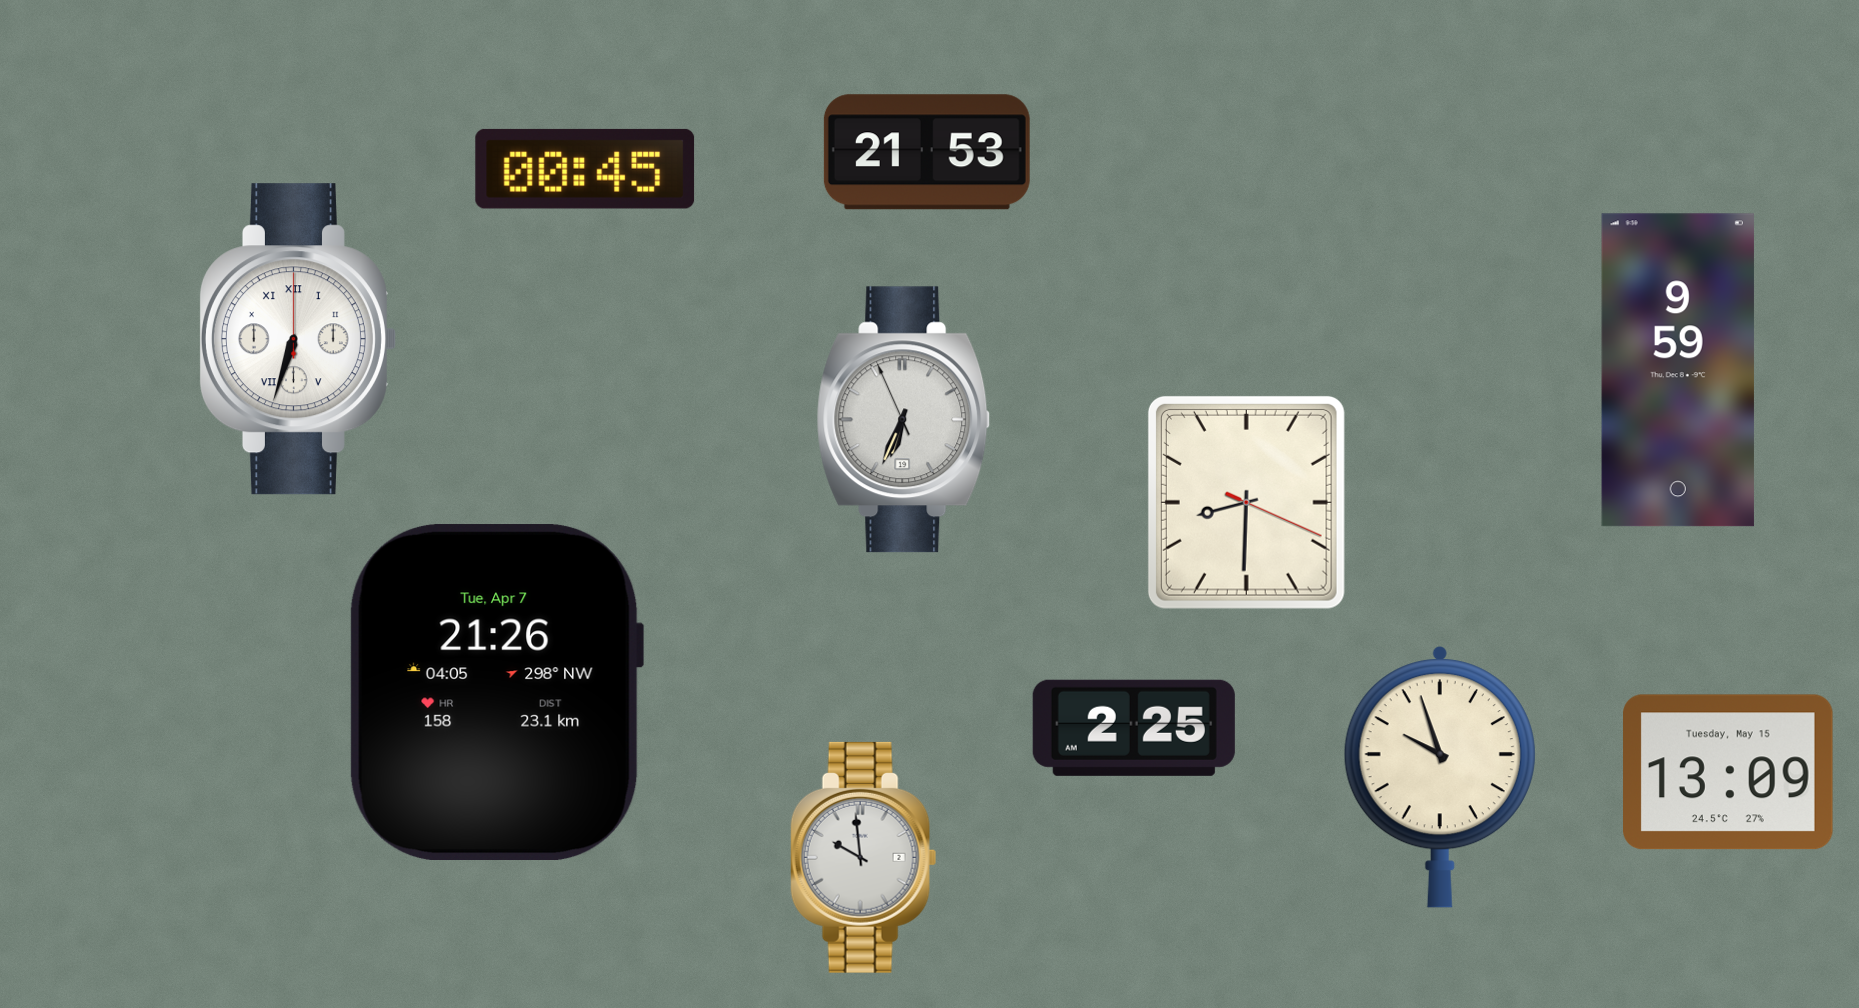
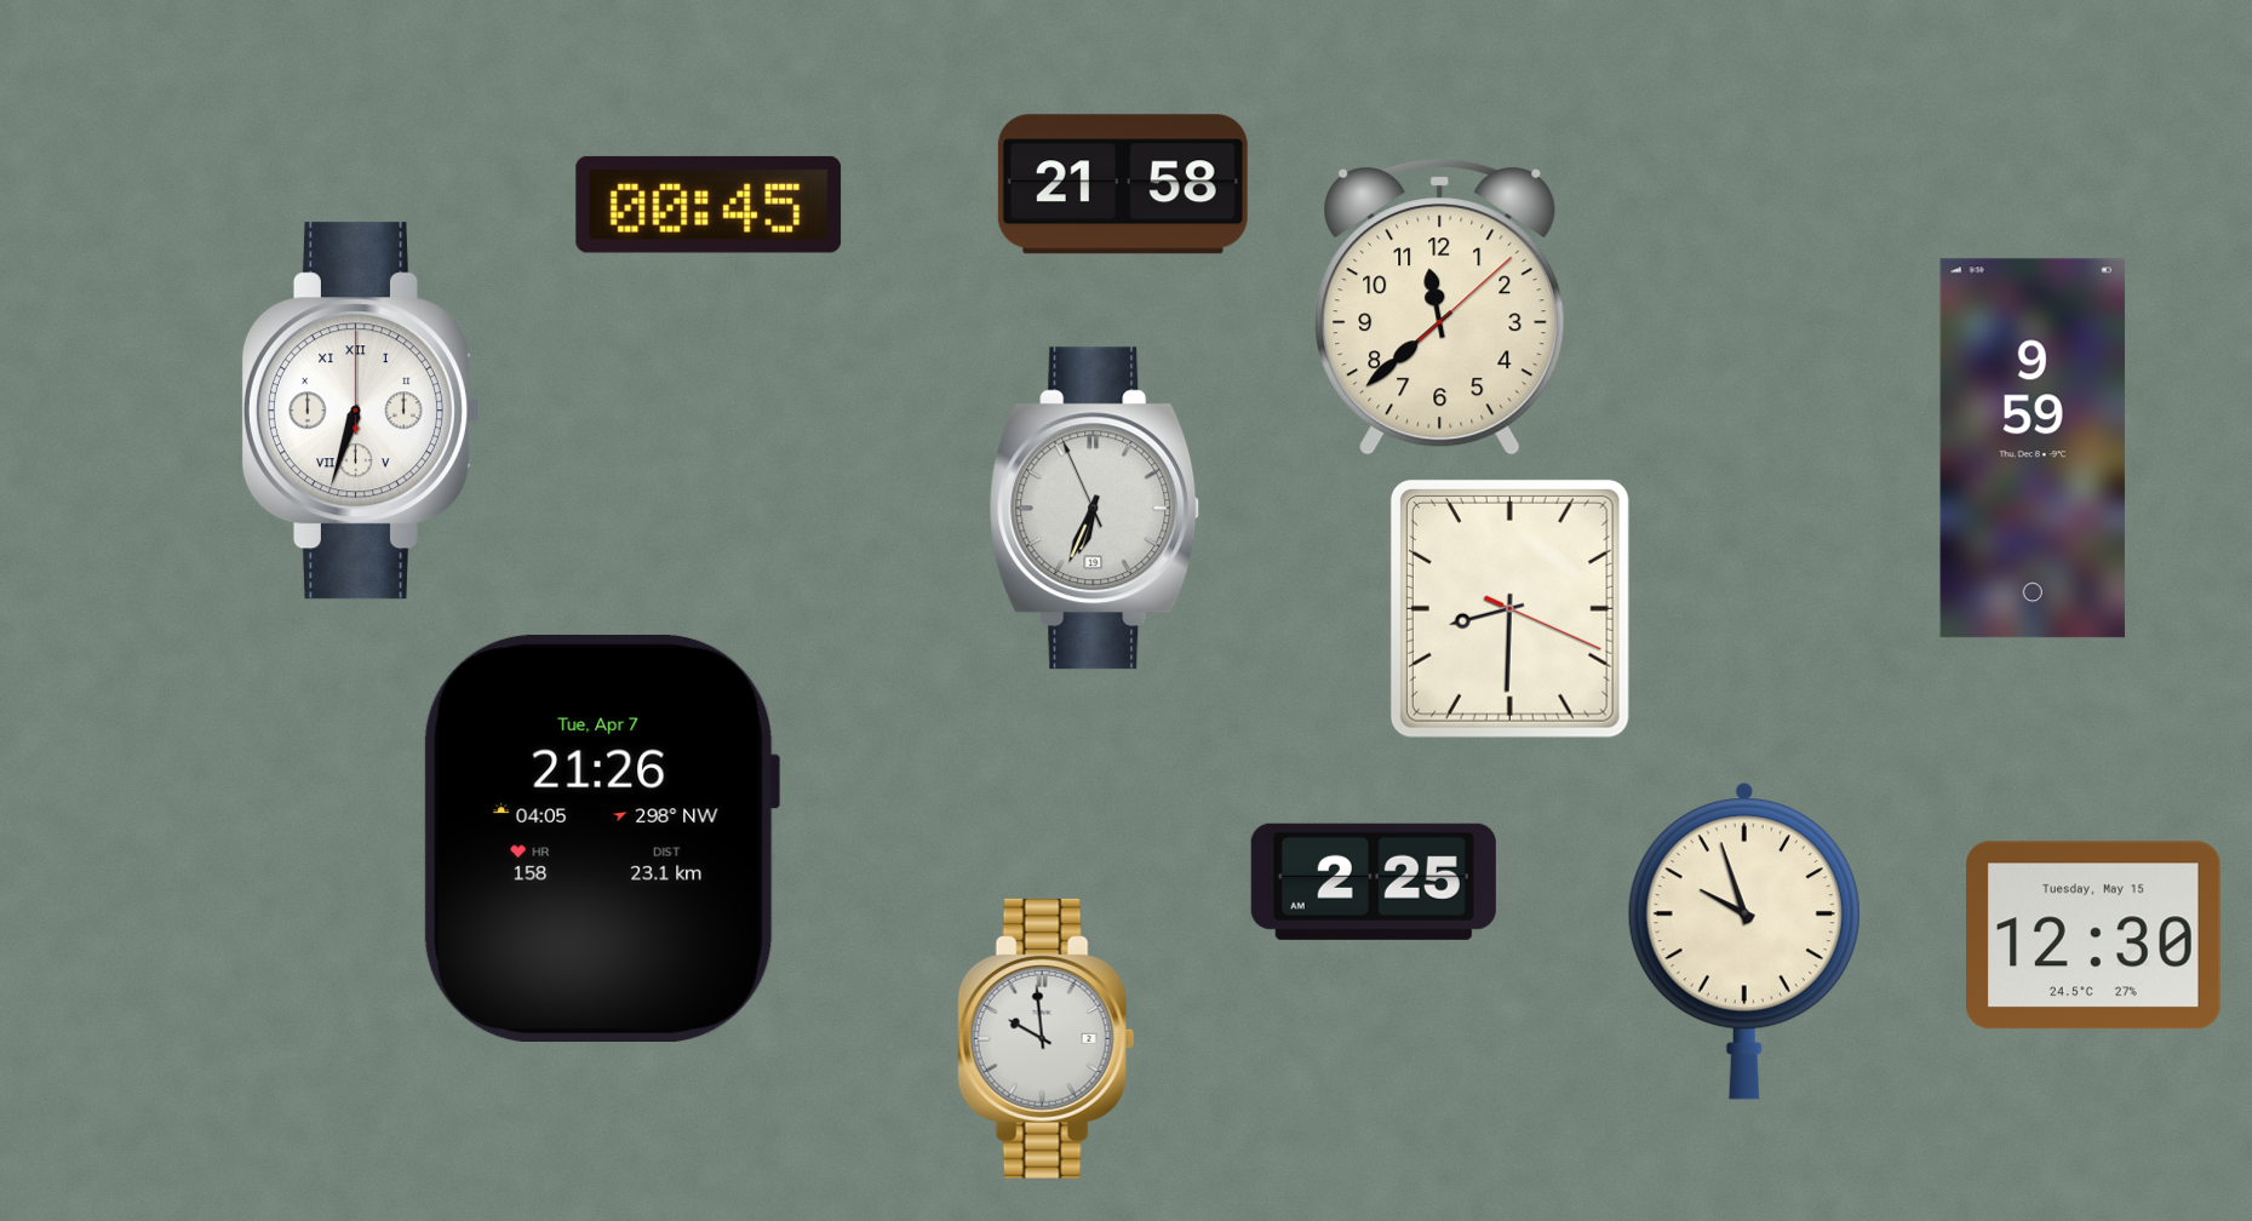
clock at (927, 152): 21:53 -> 21:58
clock at (1440, 308): none -> 11:38
clock at (1729, 772): 13:09 -> 12:30
